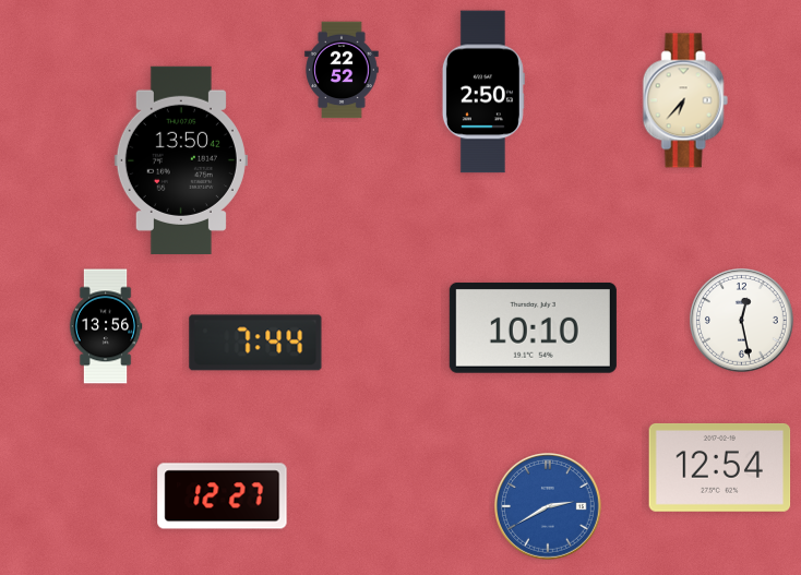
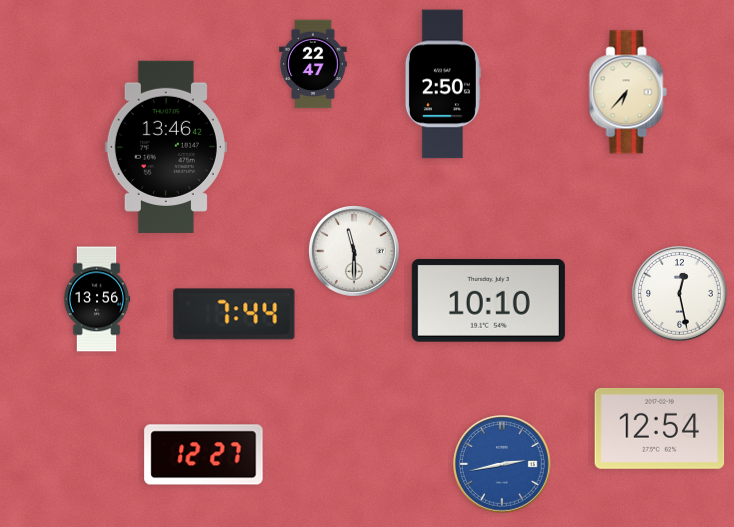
clock at (342, 70): 22:52 -> 22:47
clock at (181, 160): 13:50 -> 13:46
clock at (354, 251): none -> 11:30
clock at (549, 507): 2:40 -> 2:43
